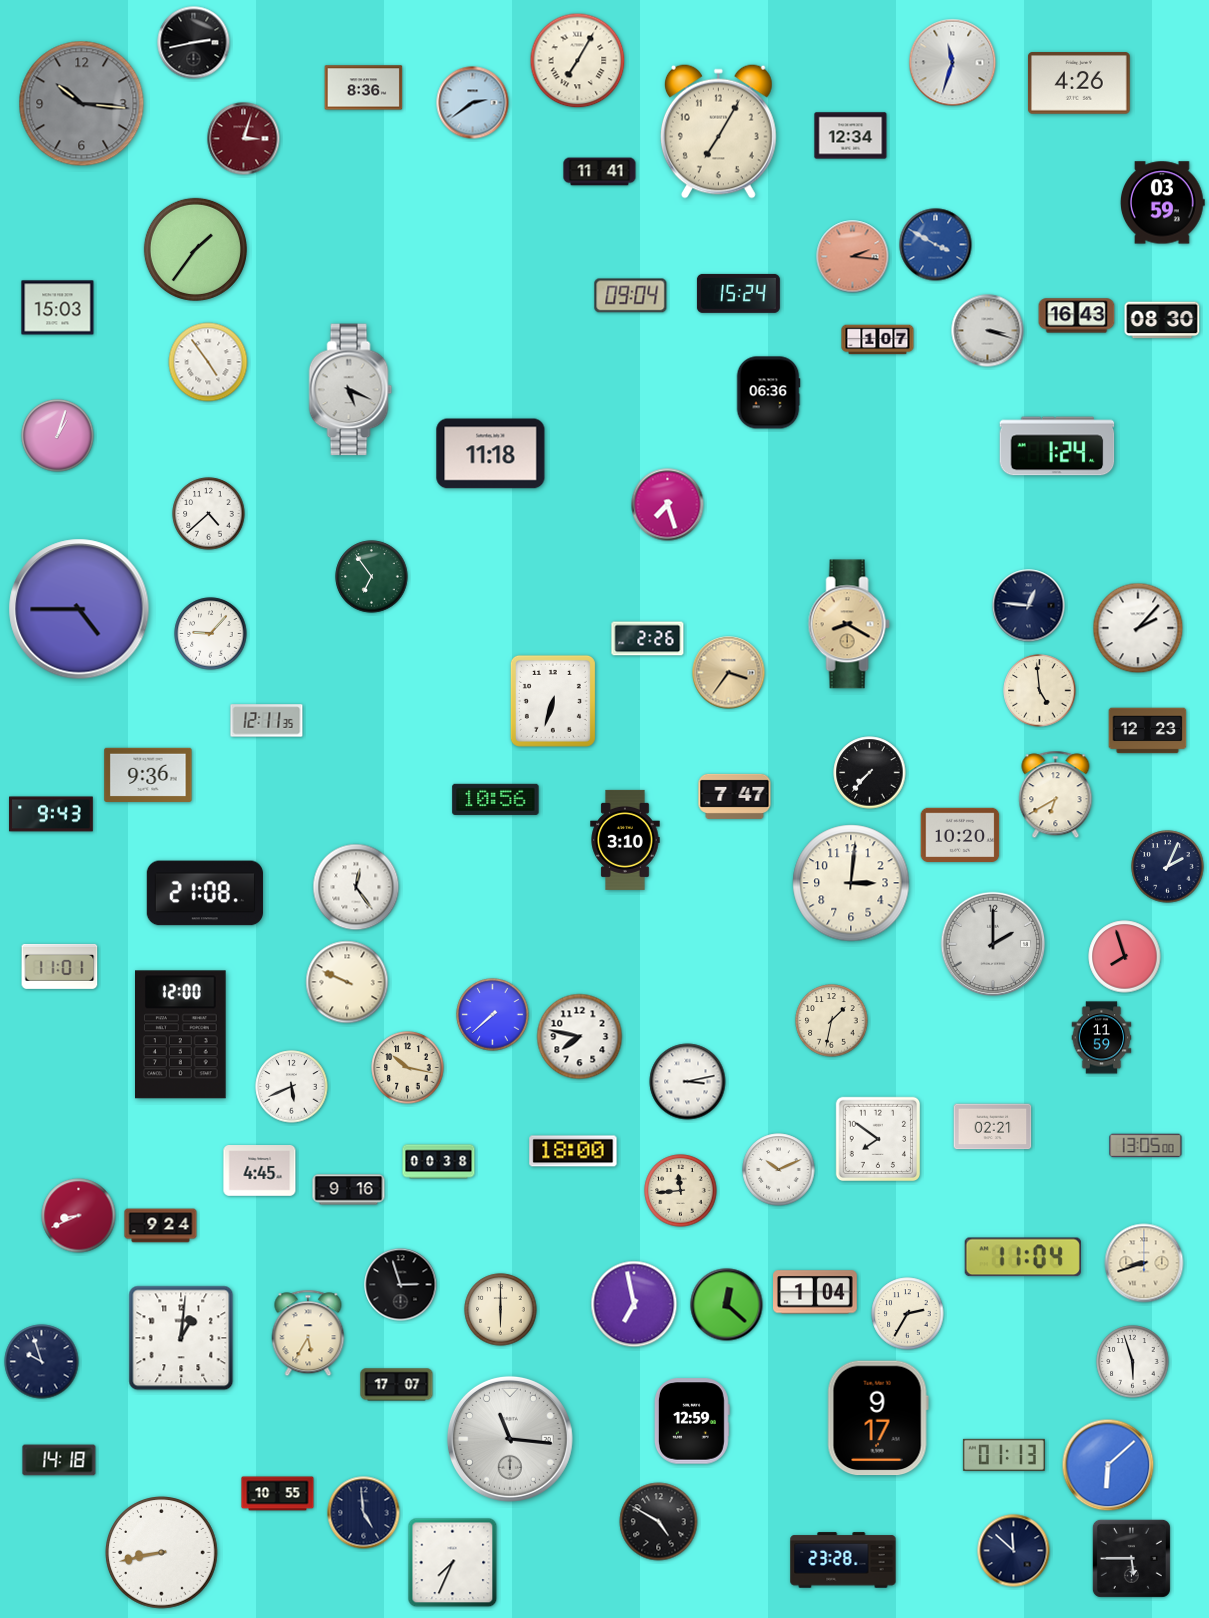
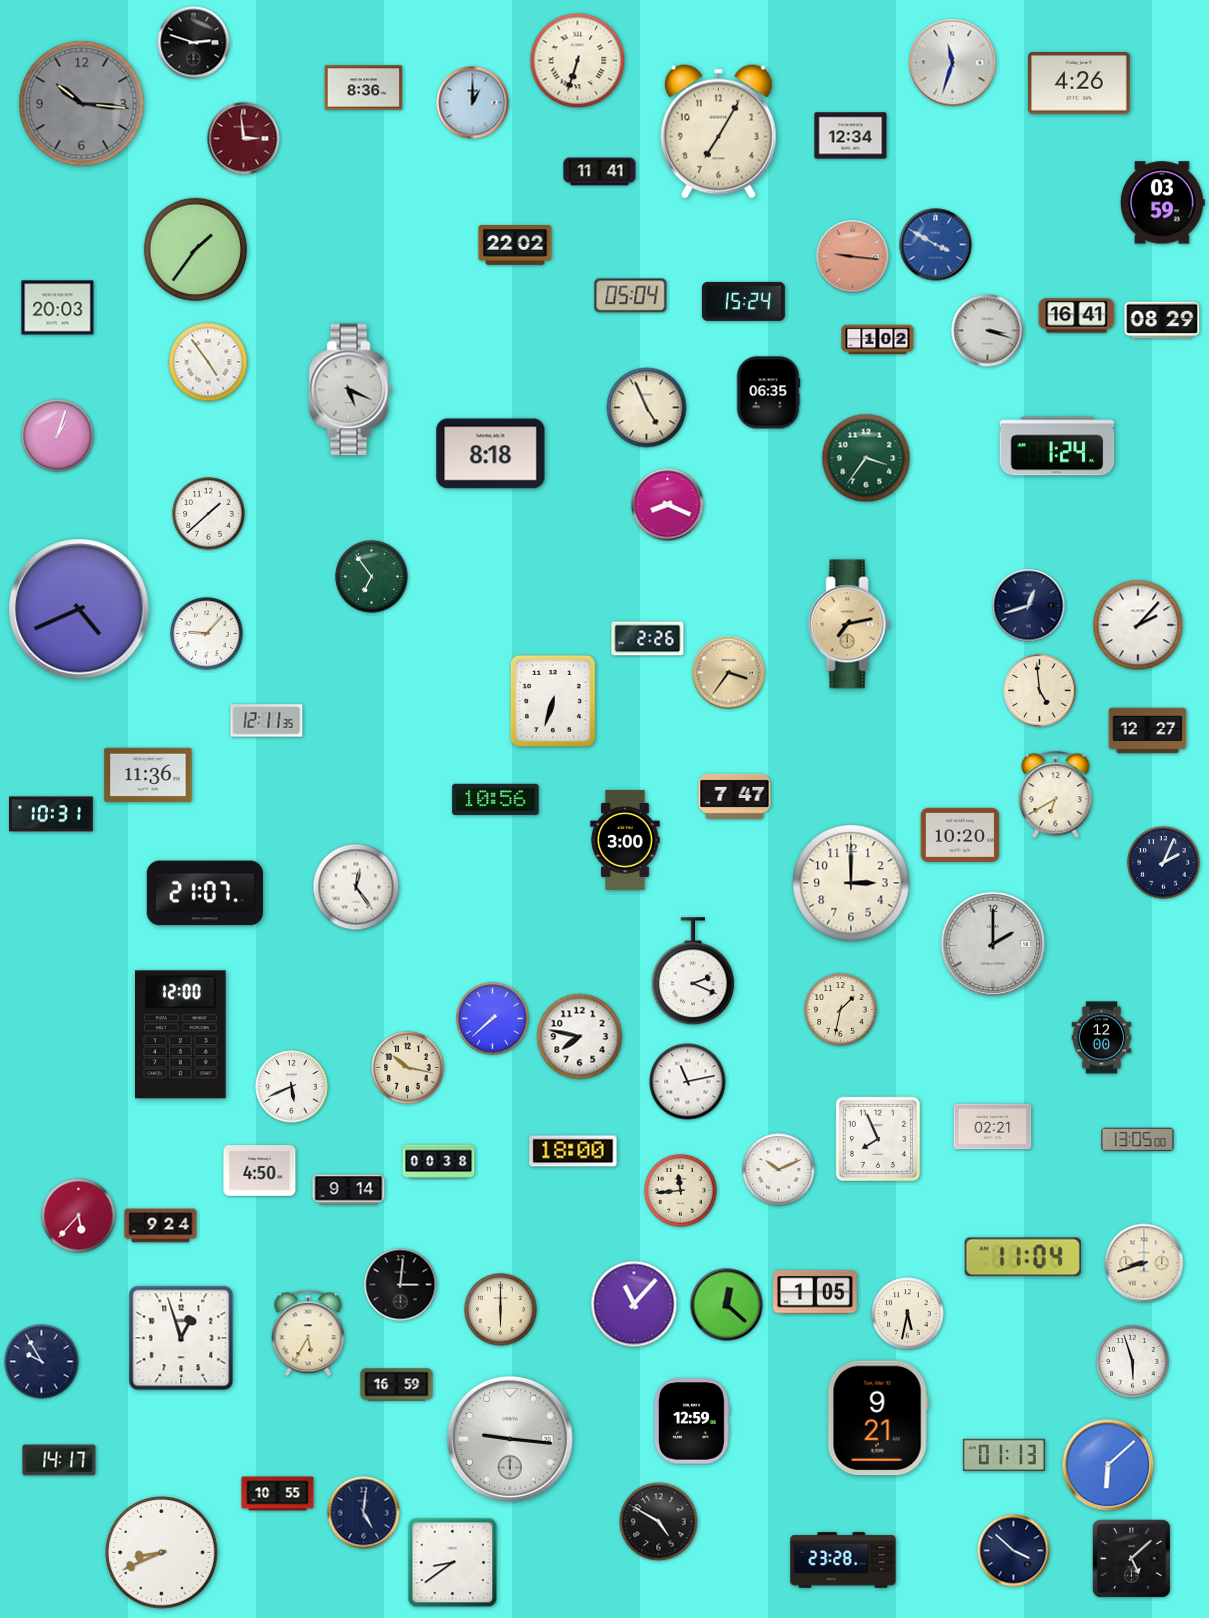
clock at (194, 43): 2:43 -> 2:48
clock at (578, 61): 7:05 -> 6:33
clock at (473, 103): 2:39 -> 1:00
clock at (244, 139): 3:03 -> 2:59
clock at (515, 246): none -> 22:02
clock at (853, 257): 2:16 -> 9:16
clock at (738, 293) position: (738, 293) -> (743, 301)
clock at (631, 296): 09:04 -> 05:04
clock at (58, 308): 15:03 -> 20:03
clock at (1077, 316): 16:43 -> 16:41
clock at (1162, 320): 08:30 -> 08:29
clock at (878, 340): 1:07 -> 1:02
clock at (768, 393): 06:36 -> 06:35
clock at (647, 408): none -> 4:56
clock at (491, 454): 11:18 -> 8:18
clock at (866, 458): none -> 3:36
clock at (668, 505): 7:27 -> 8:19
clock at (209, 514): 4:38 -> 1:38
clock at (1029, 606): 12:46 -> 12:42
clock at (79, 609): 4:45 -> 4:41
clock at (849, 624): 8:20 -> 7:13
clock at (1138, 628) position: (1138, 628) -> (1138, 625)
clock at (211, 634) position: (211, 634) -> (207, 634)
clock at (1148, 731): 12:23 -> 12:27
clock at (870, 773): 7:37 -> none
clock at (148, 775): 9:36 -> 11:36
clock at (51, 814): 9:43 -> 10:31
clock at (625, 840): 3:10 -> 3:00
clock at (1168, 867) position: (1168, 867) -> (1164, 863)
clock at (851, 883): 3:01 -> 3:00
clock at (204, 893): 21:08 -> 21:07
clock at (1125, 957): 7:57 -> none
clock at (60, 966): 11:01 -> none
clock at (693, 972): none -> 2:19
clock at (347, 982): 9:49 -> none
clock at (493, 1015) position: (493, 1015) -> (493, 1019)
clock at (832, 1021) position: (832, 1021) -> (841, 1010)
clock at (1102, 1038): 11:59 -> 12:00
clock at (688, 1082): 3:13 -> 11:13
clock at (877, 1138): 7:51 -> 7:56
clock at (1146, 1146) position: (1146, 1146) -> (1138, 1140)
clock at (260, 1171): 4:45 -> 4:50
clock at (349, 1190): 9:16 -> 9:14
clock at (79, 1216): 8:41 -> 5:37
clock at (401, 1285): 2:57 -> 3:01
clock at (816, 1292): 1:04 -> 1:05
clock at (634, 1304): 6:58 -> 11:07
clock at (908, 1314): 2:35 -> 5:32
clock at (181, 1338): 1:01 -> 12:57
clock at (42, 1362): 9:57 -> 9:55
clock at (397, 1385): 17:07 -> 16:59
clock at (878, 1418): 9:17 -> 9:21
clock at (510, 1439): 11:16 -> 9:16
clock at (59, 1460): 14:18 -> 14:17
clock at (364, 1513): 4:59 -> 5:01
clock at (1014, 1551): 11:52 -> 3:52
clock at (162, 1553): 8:43 -> 8:41
clock at (1131, 1558): 5:45 -> 5:08
clock at (453, 1563): 7:34 -> 8:39
